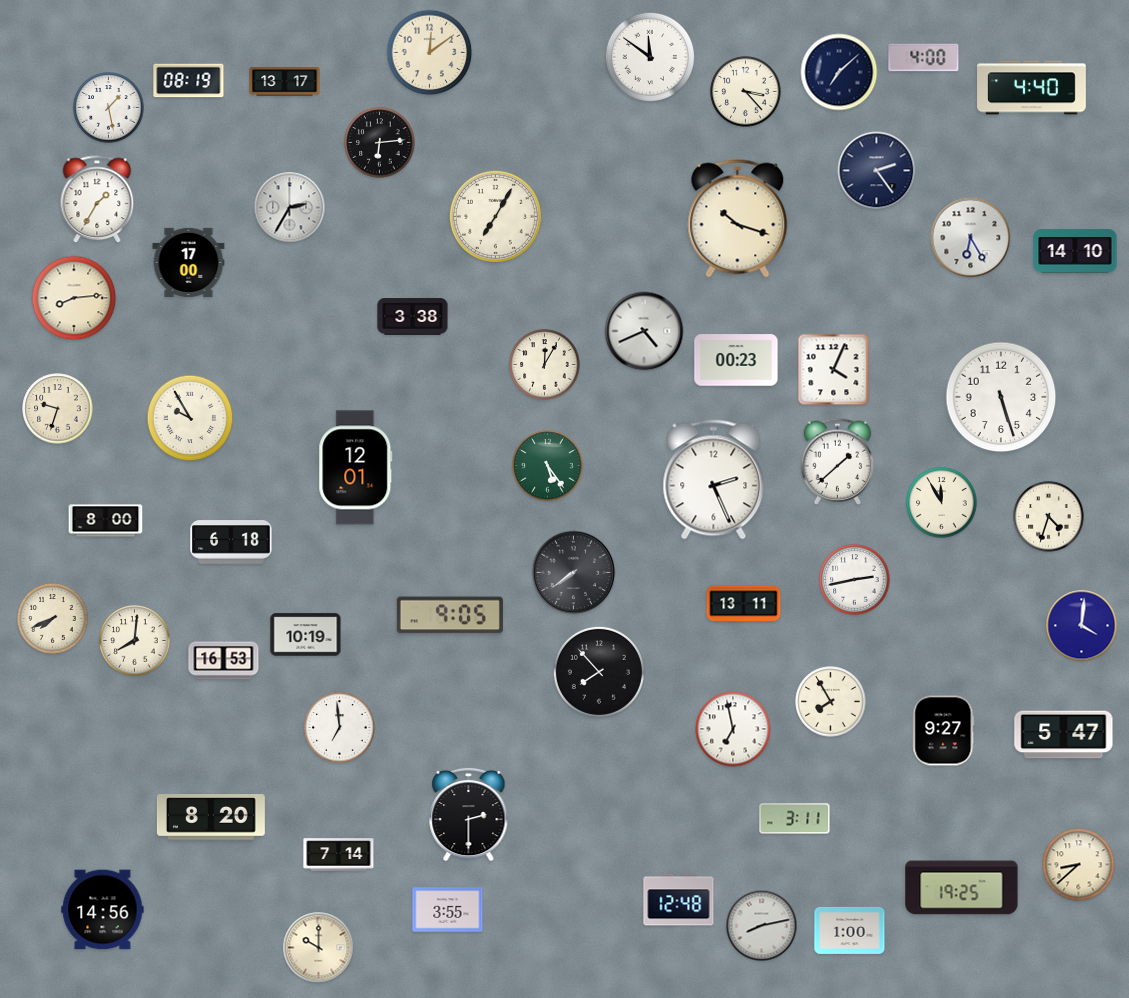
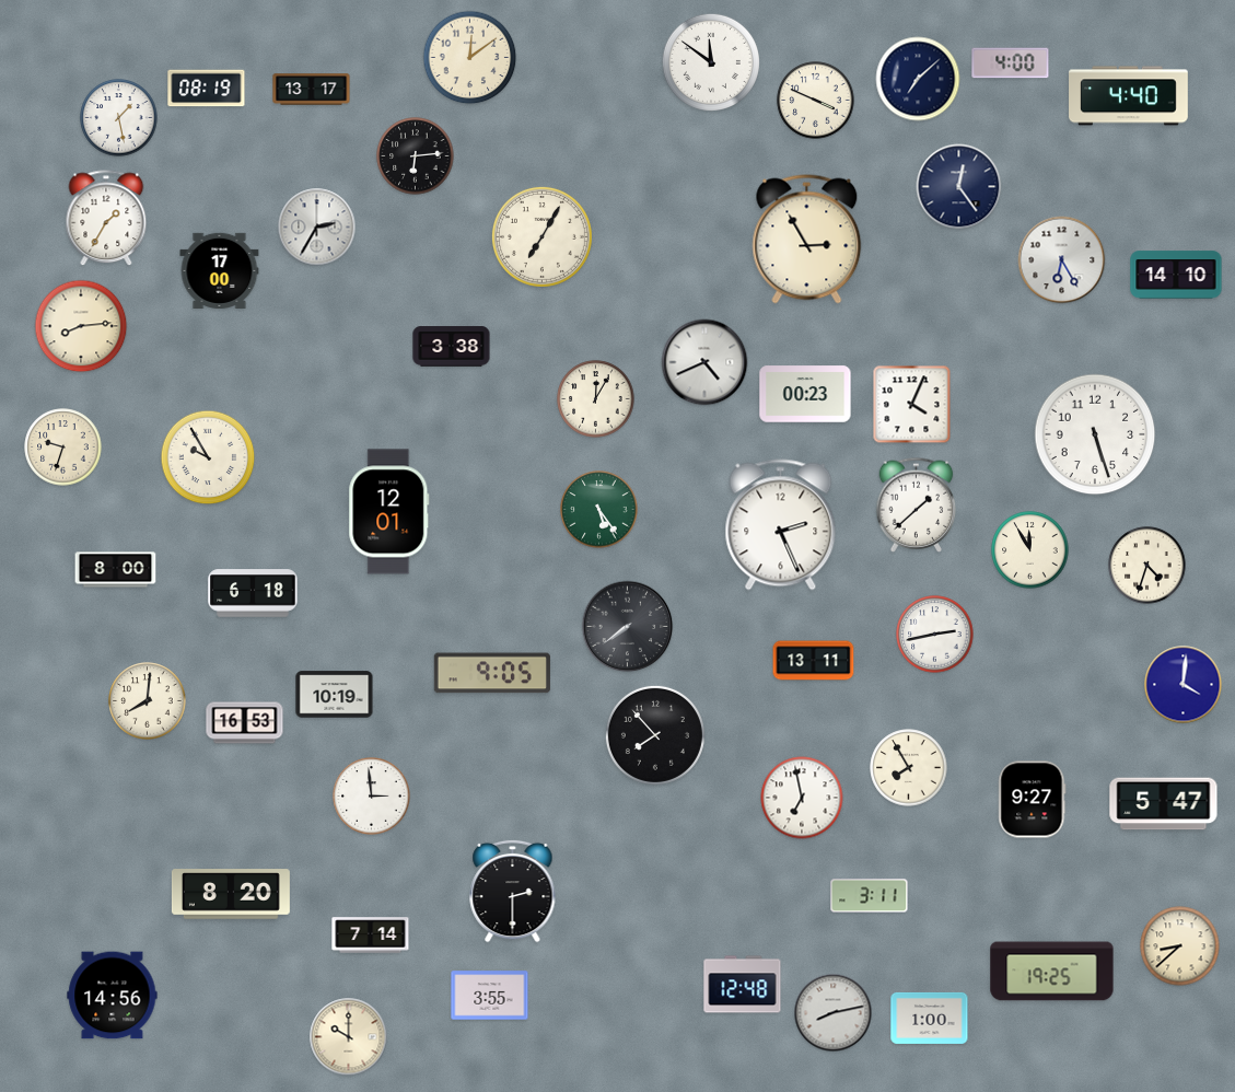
clock at (746, 92): 3:23 -> 3:49
clock at (877, 171): 2:24 -> 12:24
clock at (738, 219): 10:18 -> 2:55
clock at (189, 262) position: (189, 262) -> (220, 270)
clock at (53, 619): 7:41 -> none
clock at (340, 728): 6:59 -> 2:59
